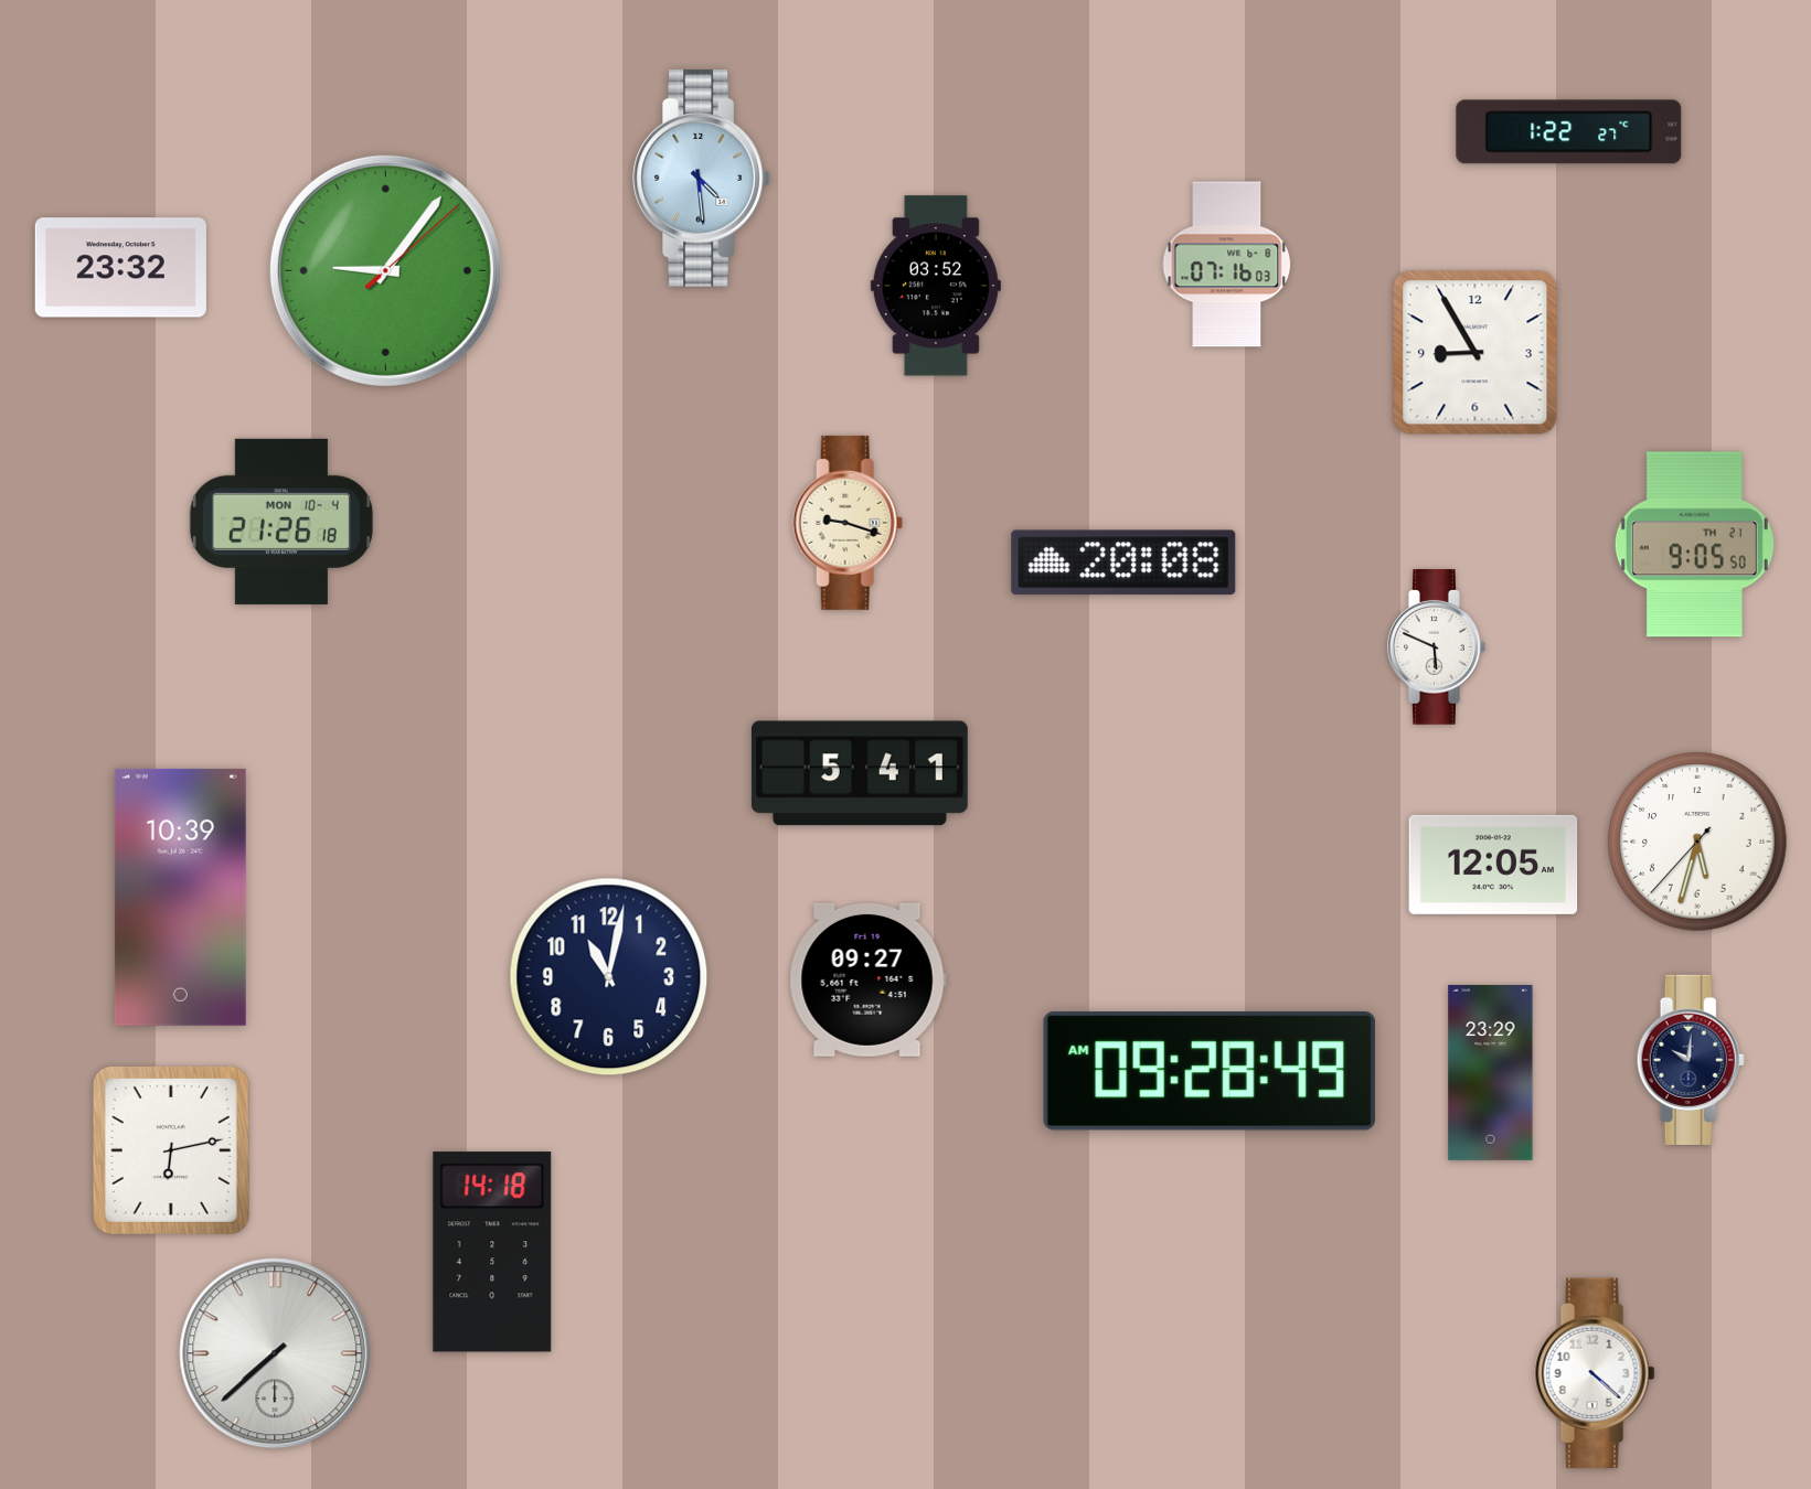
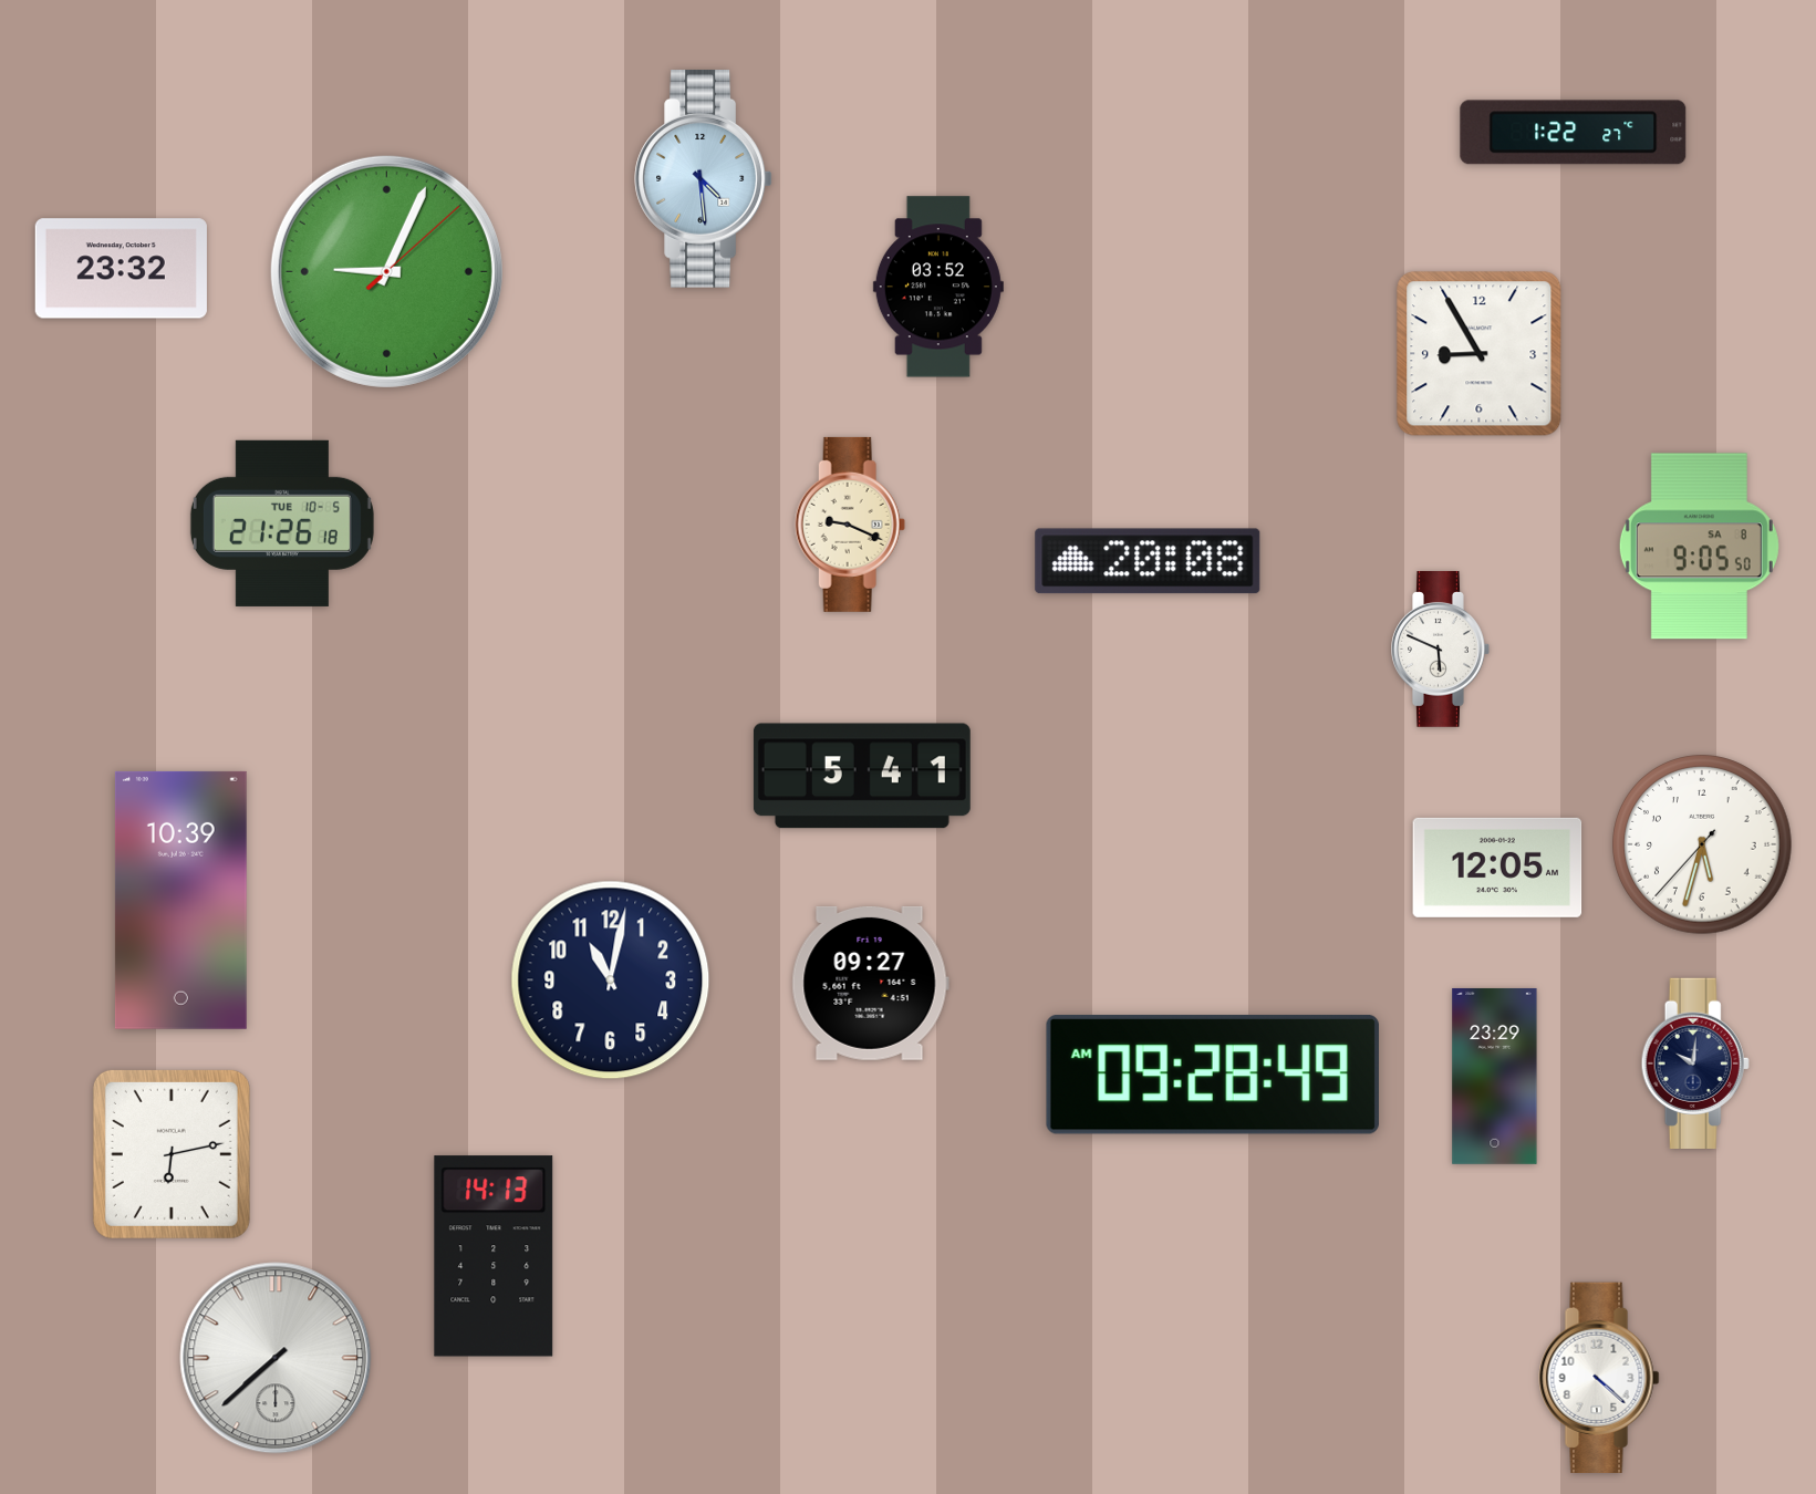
clock at (1227, 265): 07:16 -> none
clock at (385, 270): 9:06 -> 9:04
clock at (281, 522) date: MON 10-4 -> TUE 10-5
clock at (848, 523): 9:18 -> 9:19
clock at (1694, 545) date: TH 21 -> SA 8
clock at (1123, 563) position: (1123, 563) -> (1148, 561)
clock at (492, 1252): 14:18 -> 14:13
